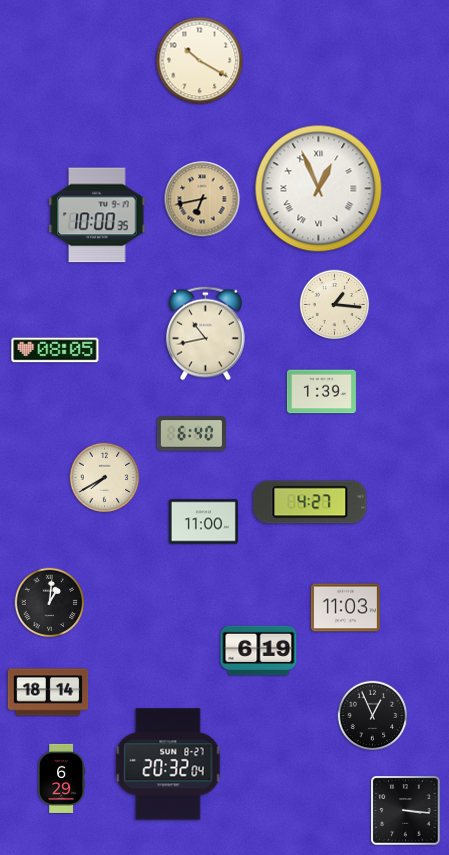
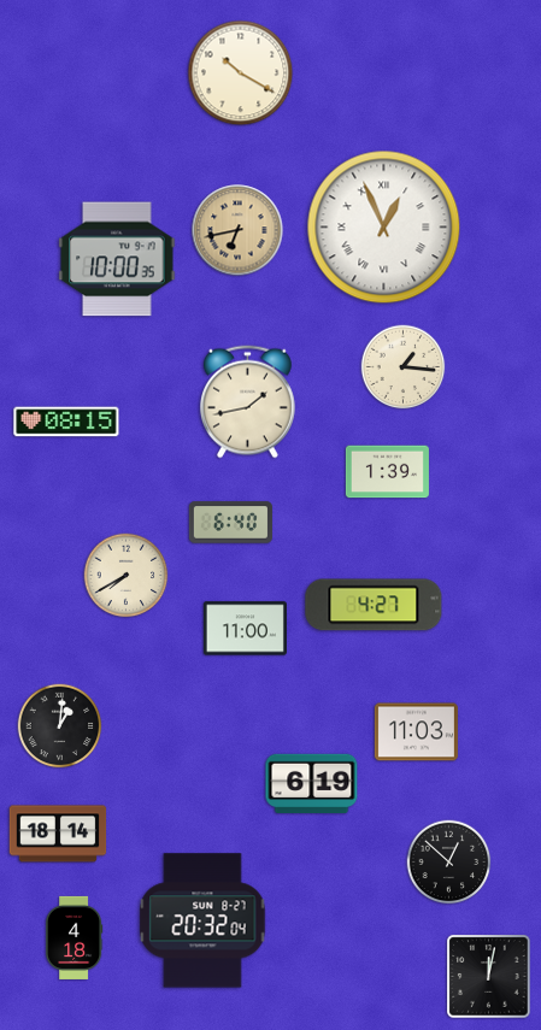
clock at (202, 199) position: (202, 199) -> (237, 230)
clock at (205, 334): 10:43 -> 1:43
clock at (55, 350): 08:05 -> 08:15
clock at (373, 716): 12:56 -> 12:52
clock at (62, 778): 6:29 -> 4:18
clock at (406, 811): 3:16 -> 12:02
